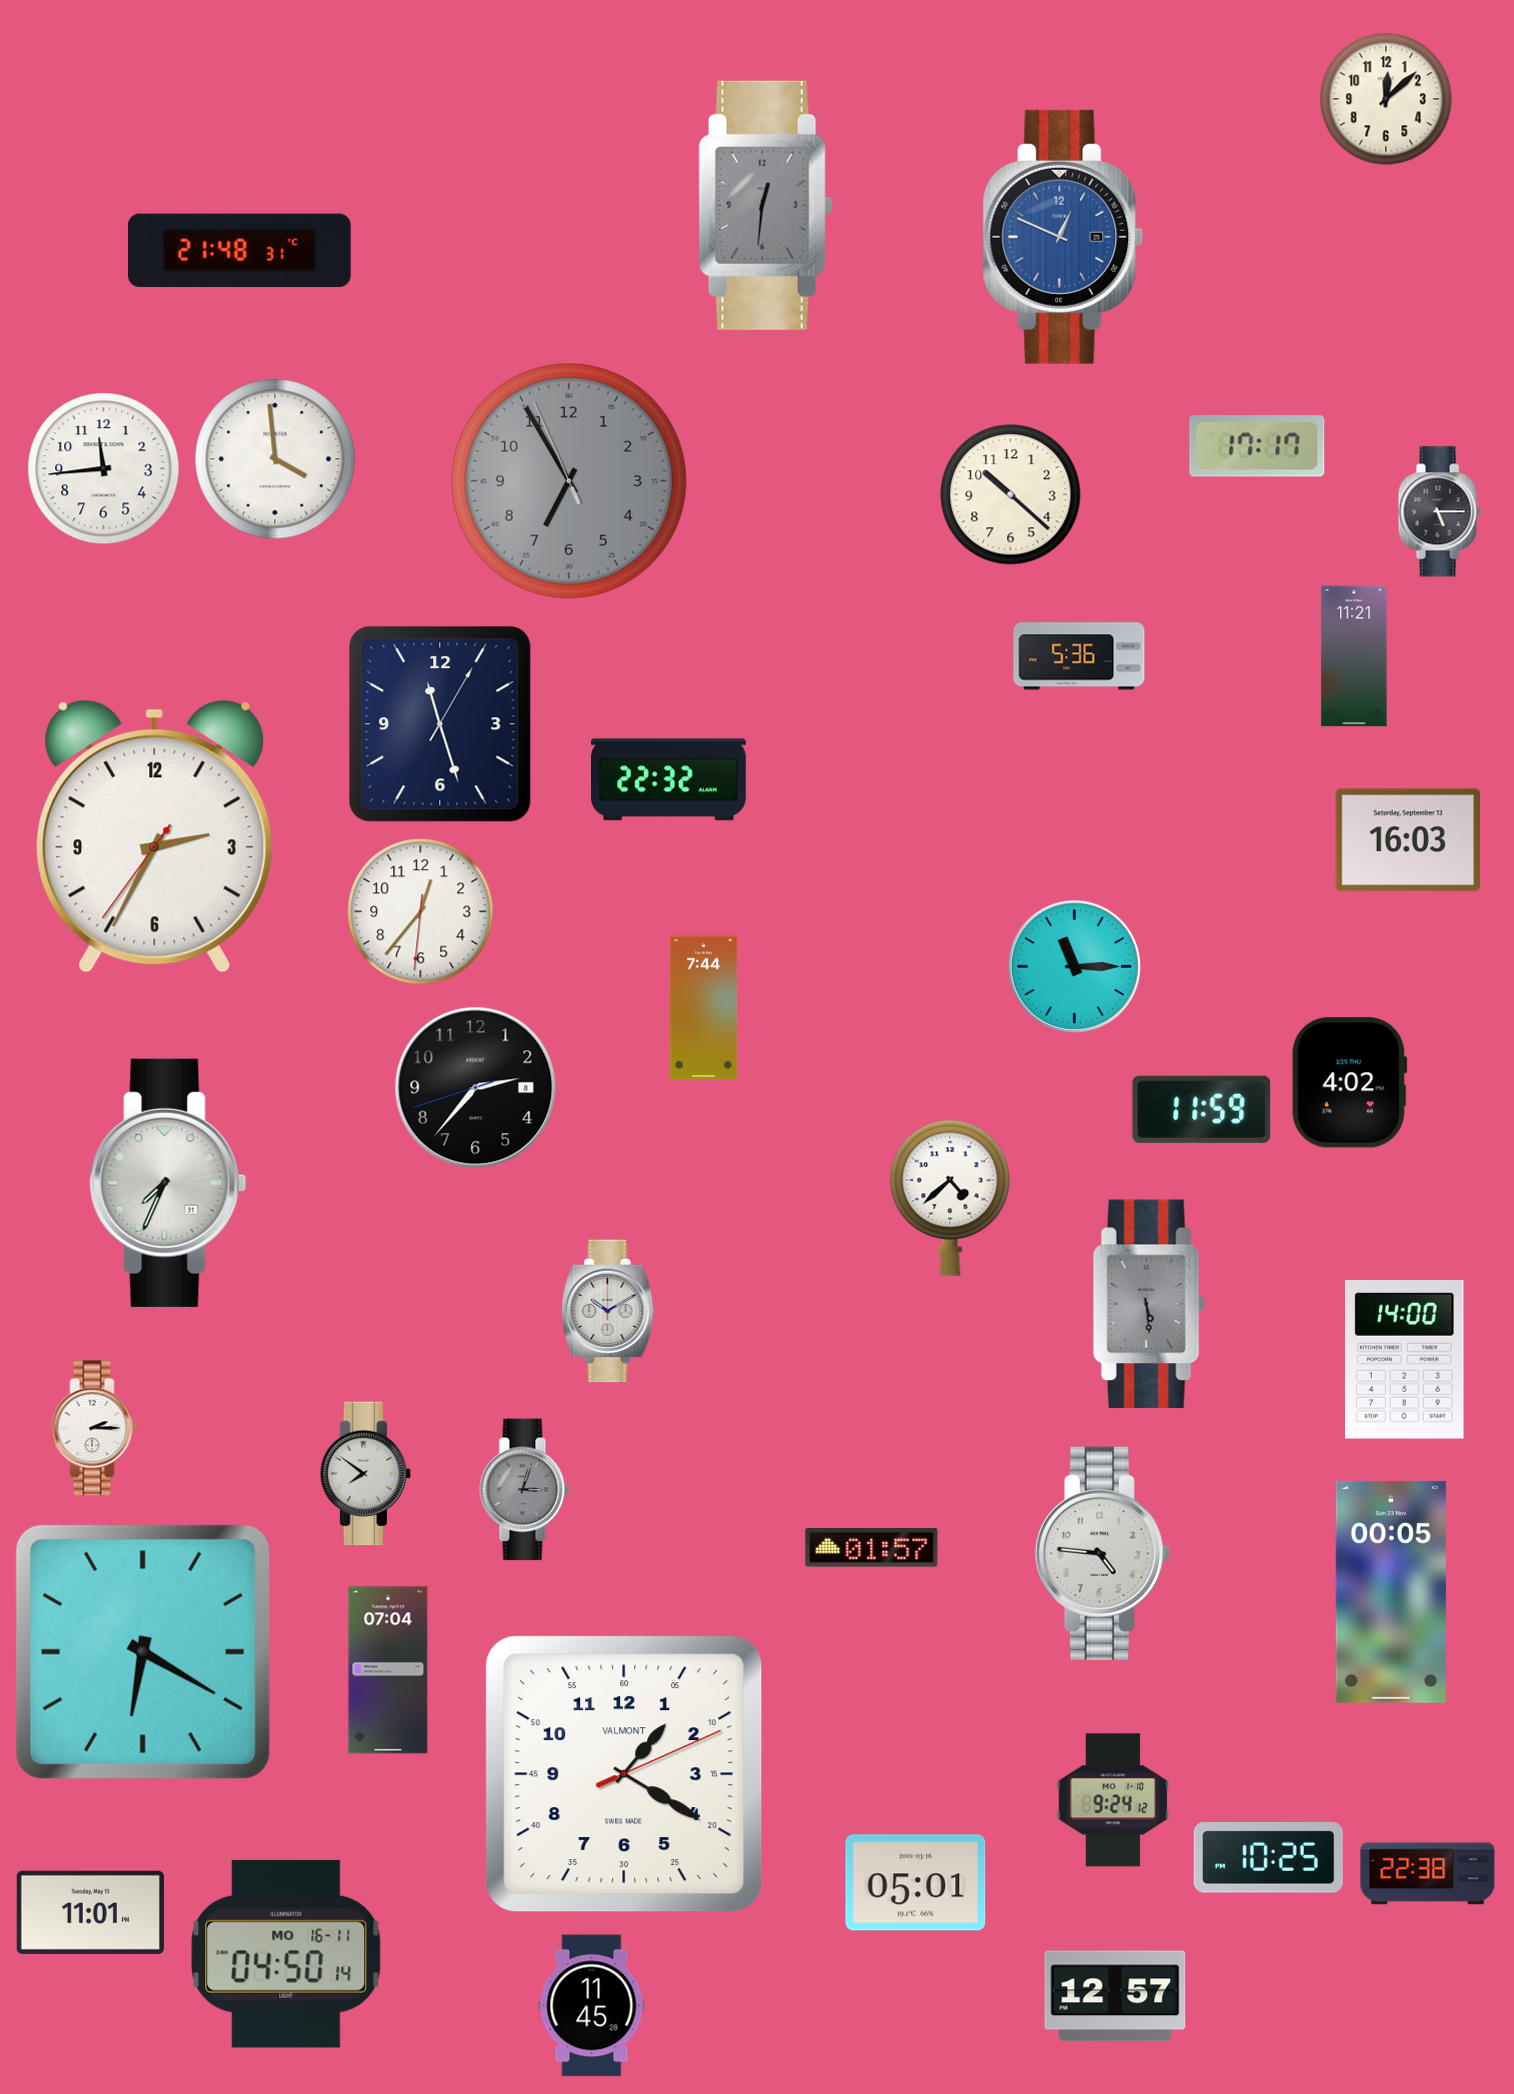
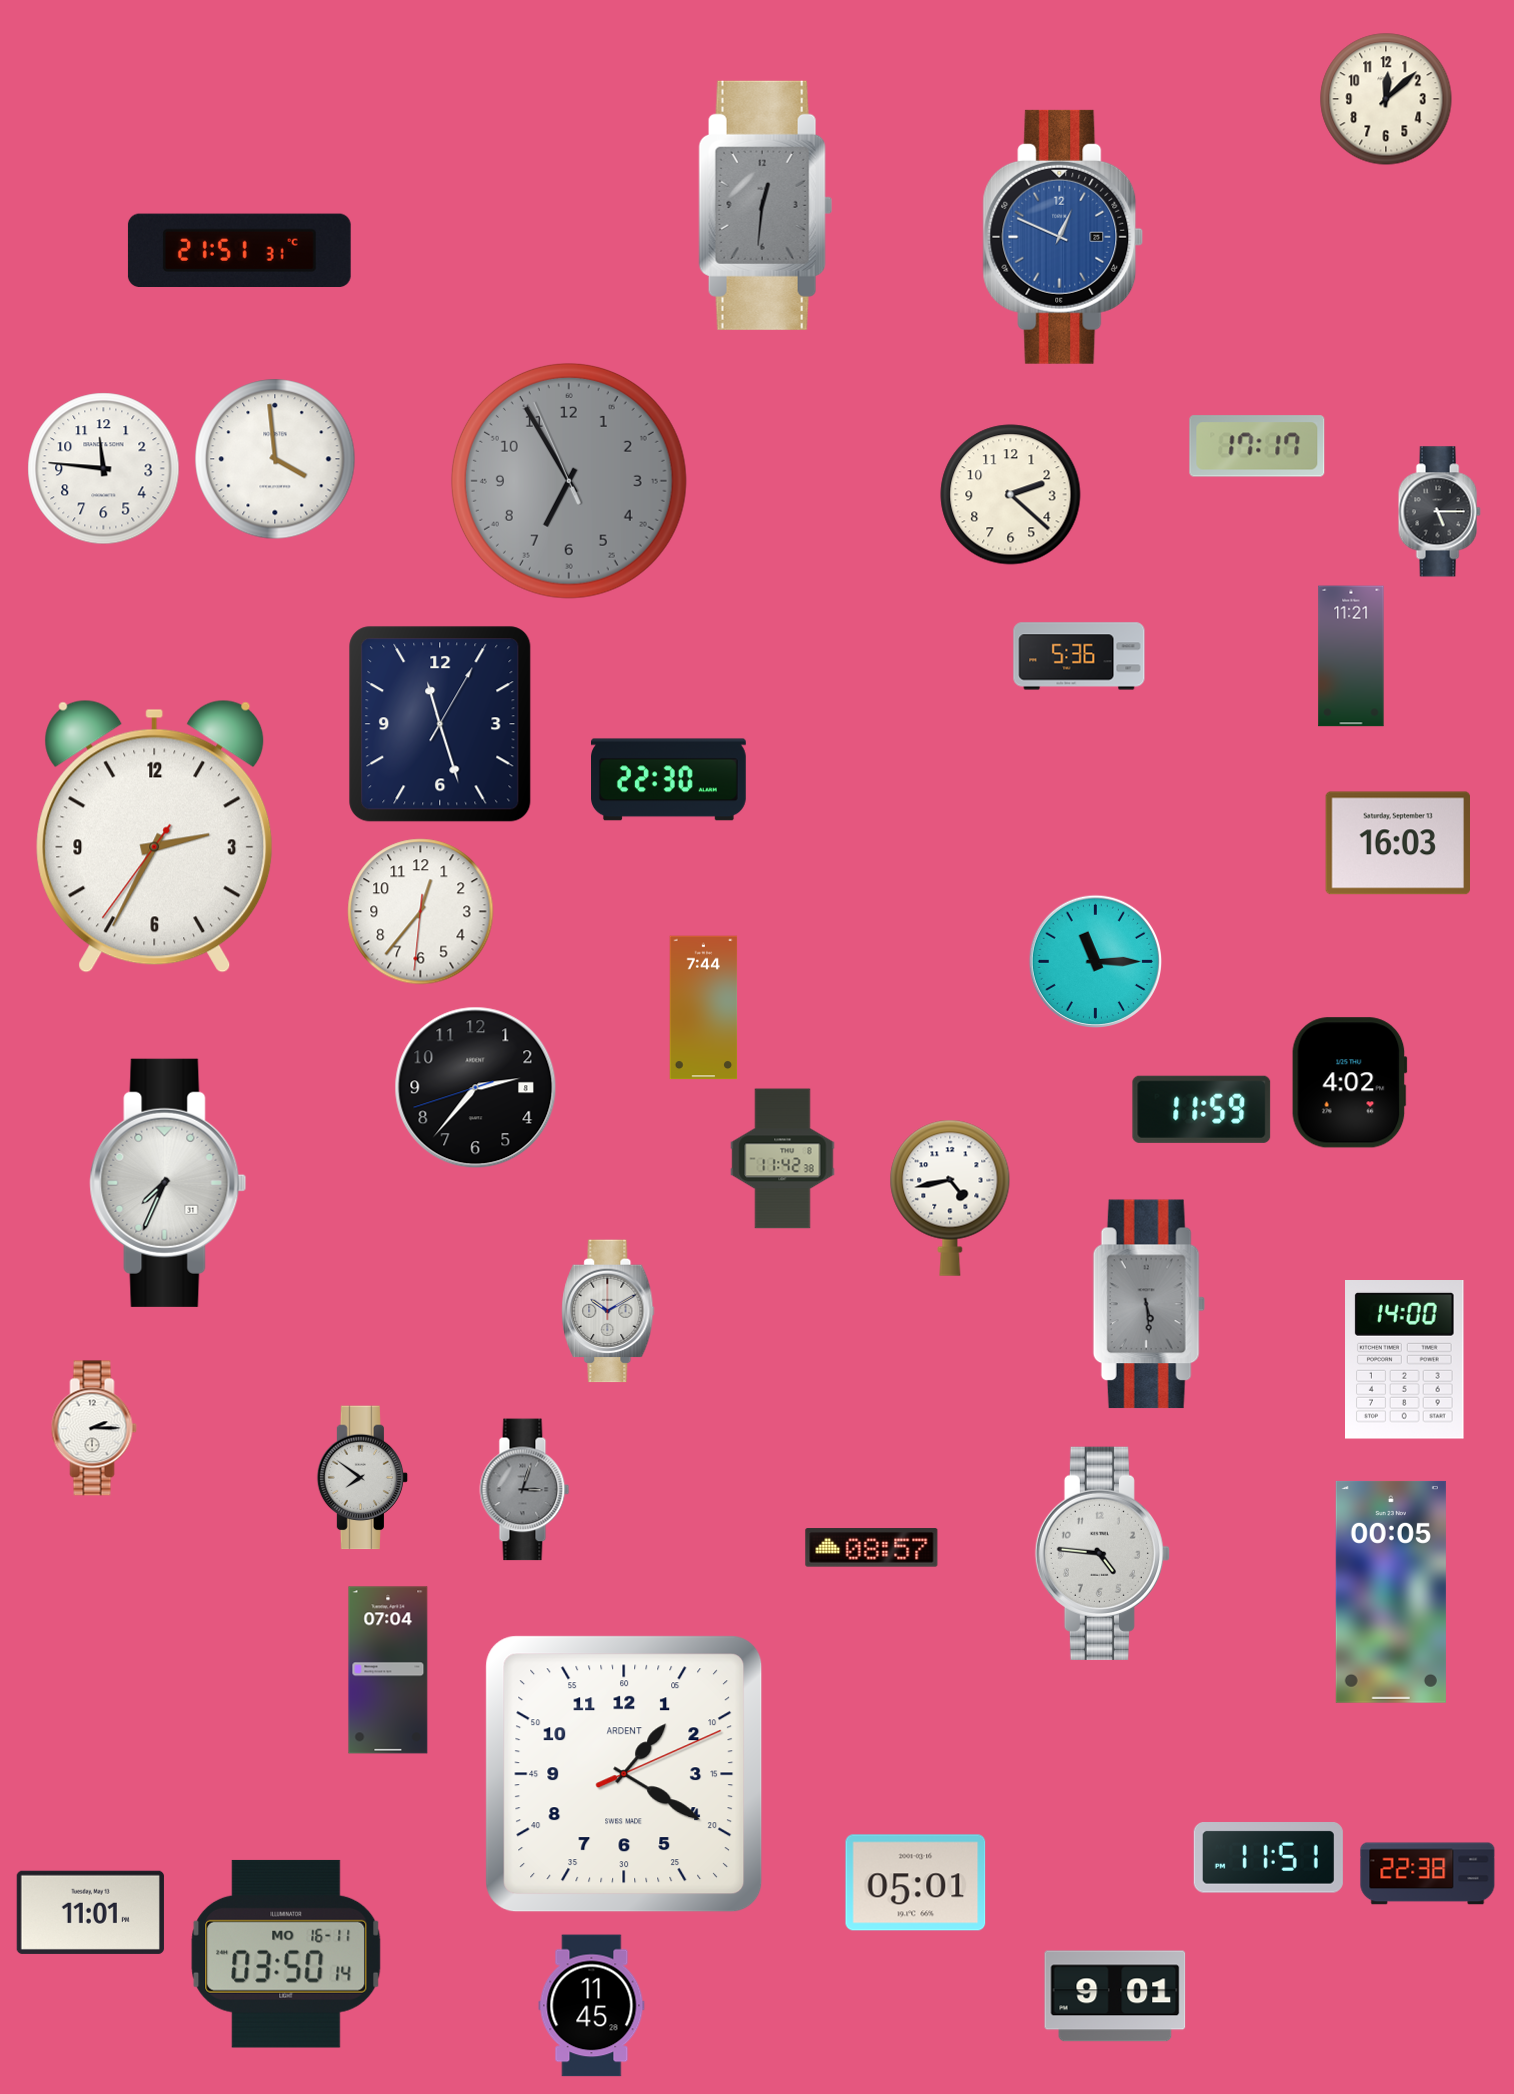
clock at (239, 251): 21:48 -> 21:51
clock at (104, 469): 11:44 -> 11:46
clock at (1011, 495): 10:22 -> 2:22
clock at (1354, 656) position: (1354, 656) -> (1351, 656)
clock at (669, 780): 22:32 -> 22:30
clock at (1408, 840) position: (1408, 840) -> (1398, 843)
clock at (1074, 966) position: (1074, 966) -> (1095, 961)
clock at (783, 1159): none -> 11:42
clock at (950, 1198): 4:38 -> 4:43
clock at (366, 1474) position: (366, 1474) -> (363, 1478)
clock at (872, 1548): 01:57 -> 08:57
clock at (143, 1652): 6:20 -> none
clock at (624, 1774) brand: VALMONT -> ARDENT
clock at (1113, 1800): 9:24 -> none
clock at (1268, 1858): 10:25 -> 11:51
clock at (286, 1954): 04:50 -> 03:50
clock at (1115, 1996): 12:57 -> 9:01
